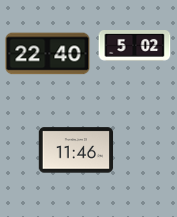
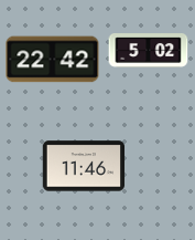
clock at (48, 54): 22:40 -> 22:42
